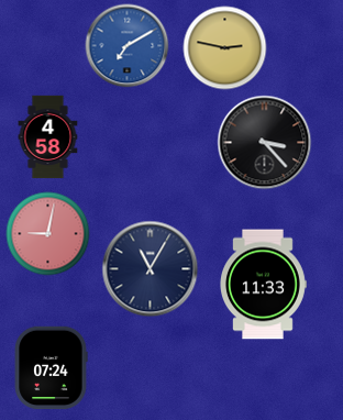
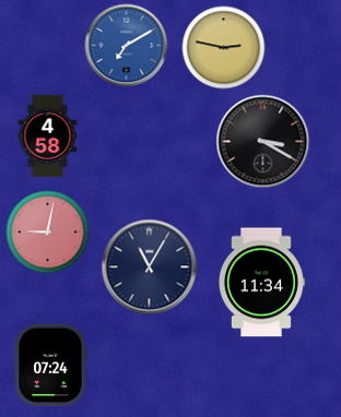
clock at (265, 143): 3:23 -> 3:20
clock at (263, 285): 11:33 -> 11:34
